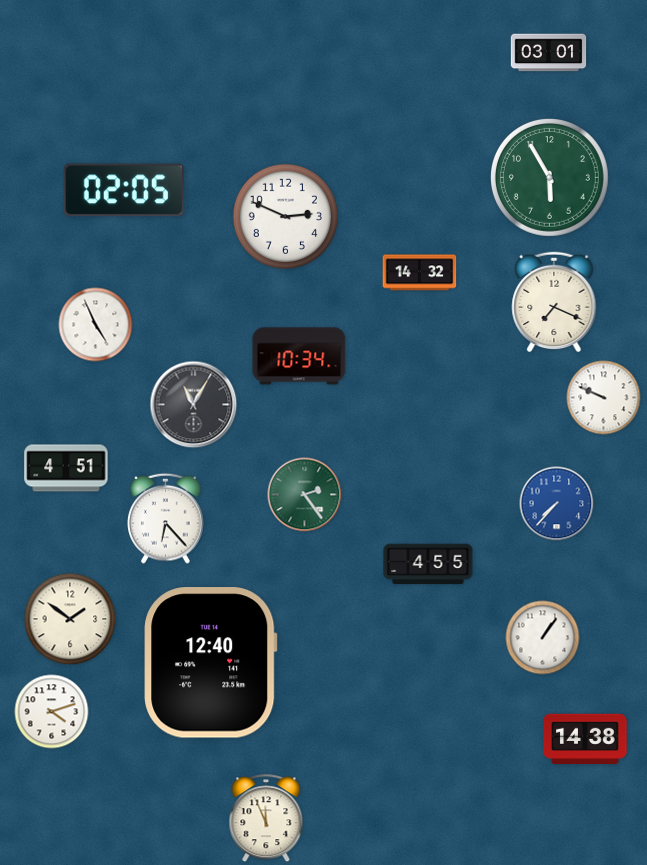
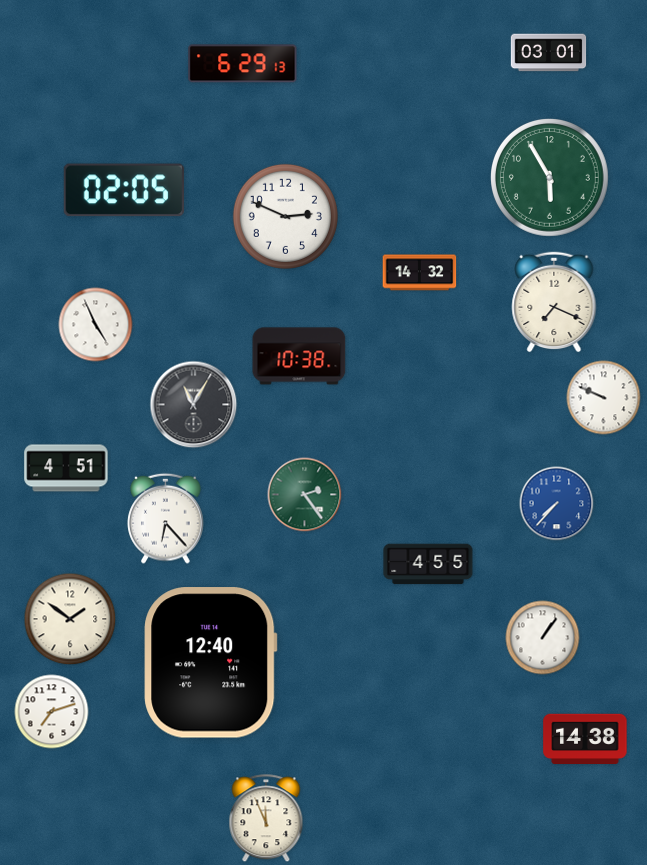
clock at (243, 64): none -> 6:29
clock at (299, 356): 10:34 -> 10:38
clock at (52, 712): 4:12 -> 7:12
